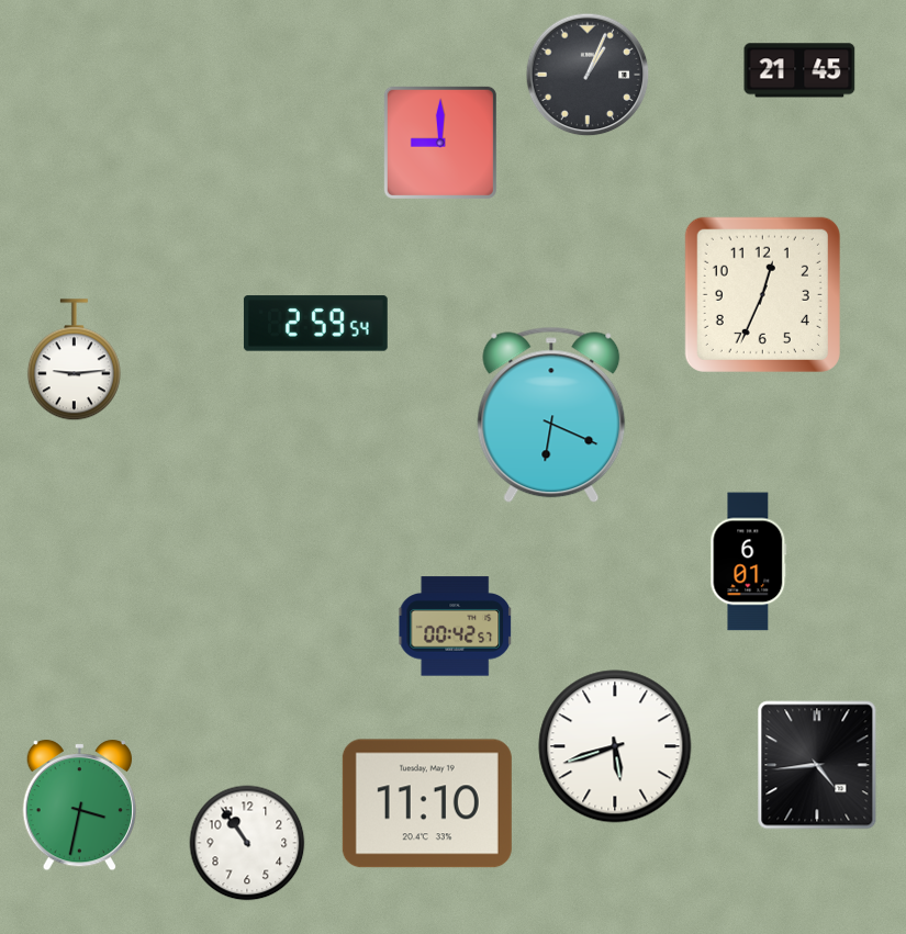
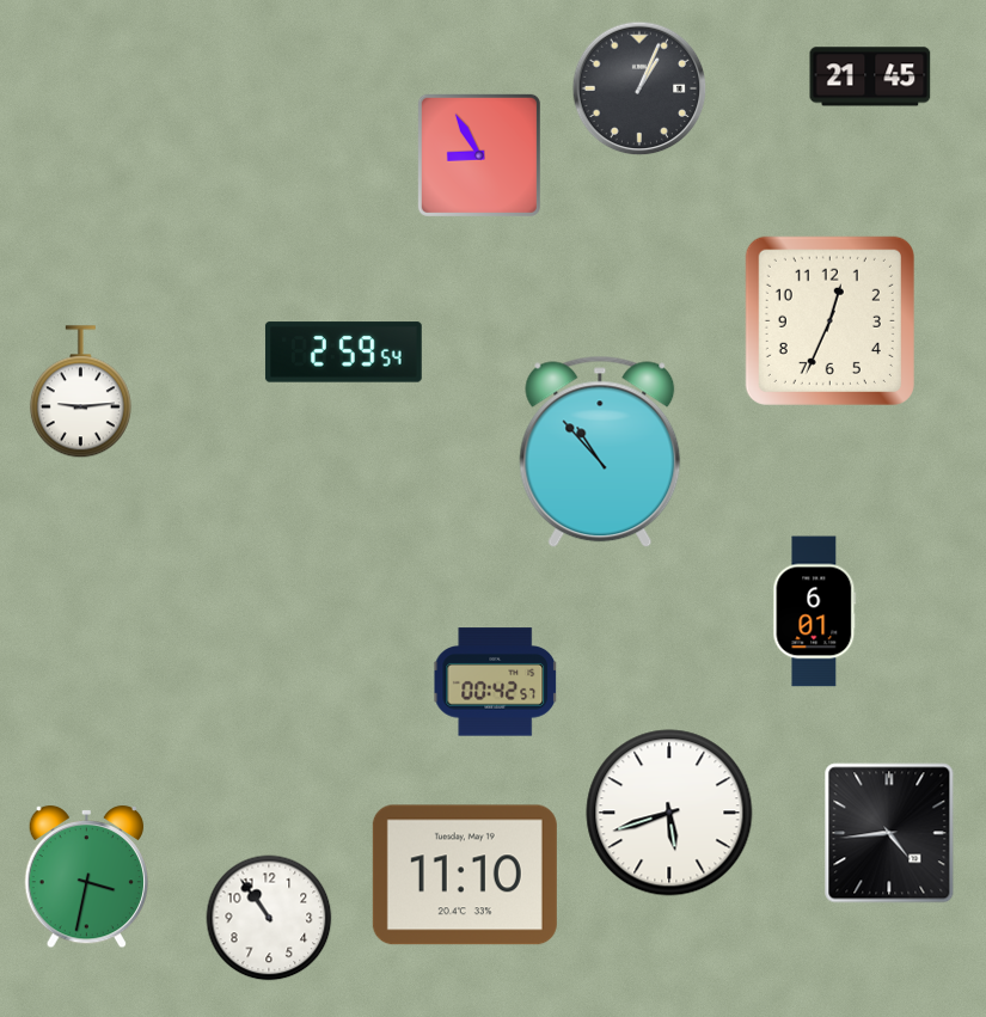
clock at (588, 75) position: (588, 75) -> (639, 88)
clock at (440, 143): 9:00 -> 8:55
clock at (551, 415): 6:19 -> 10:53
